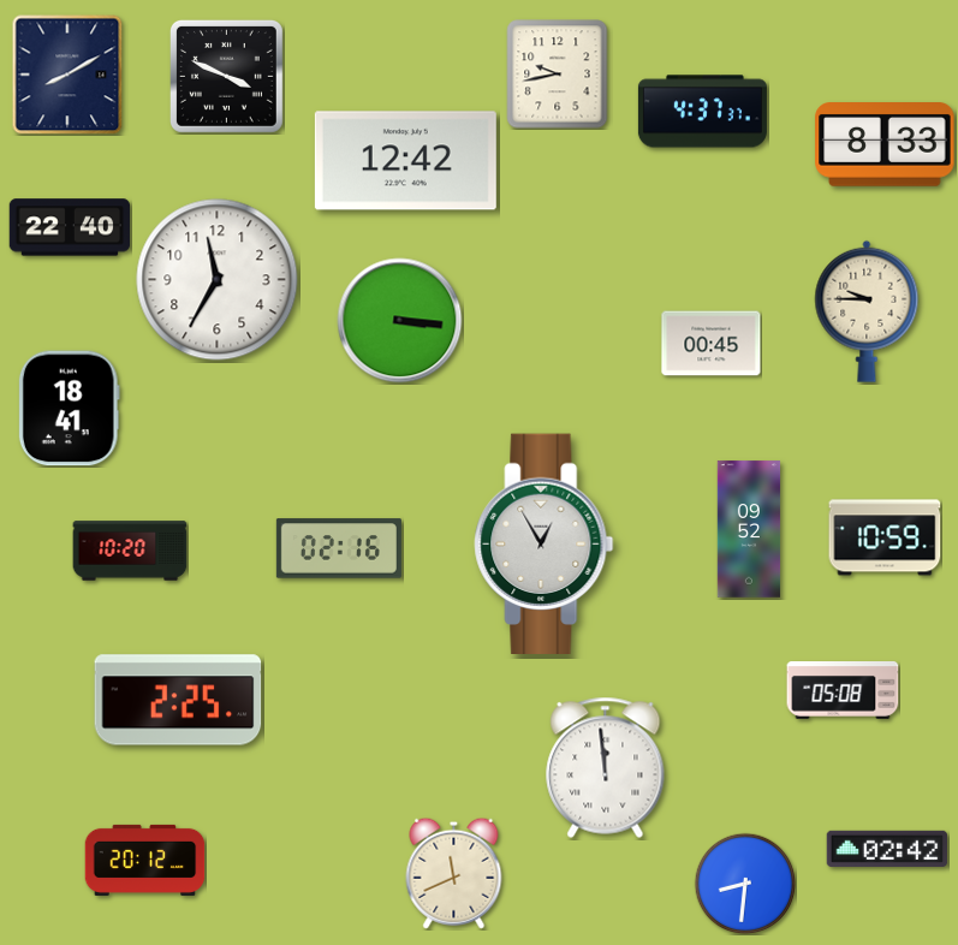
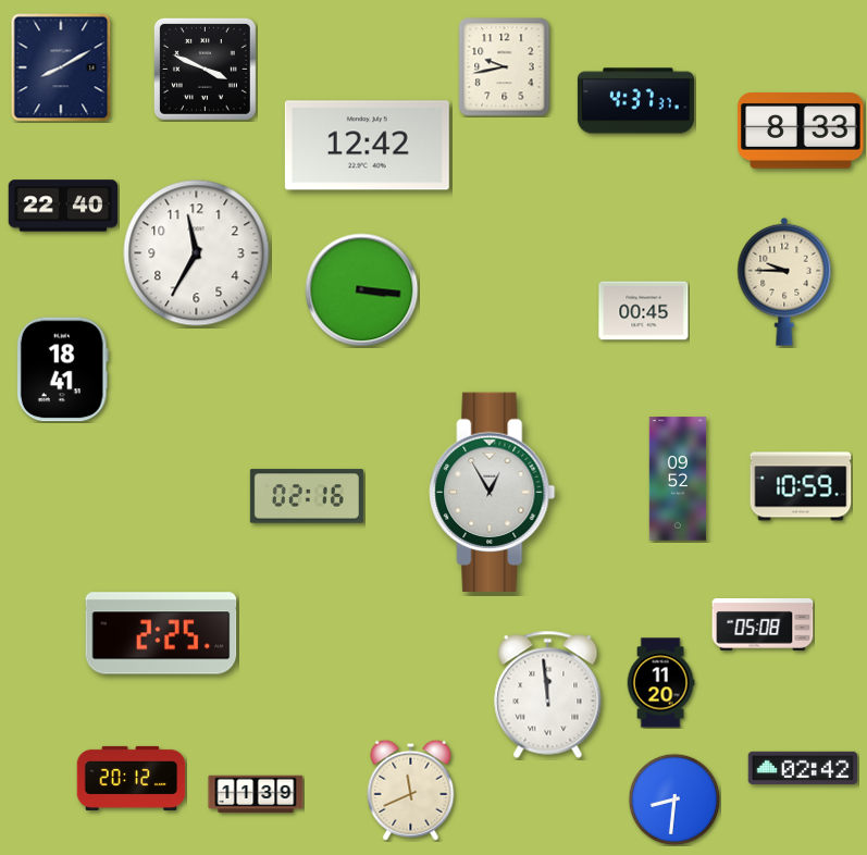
clock at (130, 551): 10:20 -> none
clock at (660, 683): none -> 11:20
clock at (256, 794): none -> 11:39
